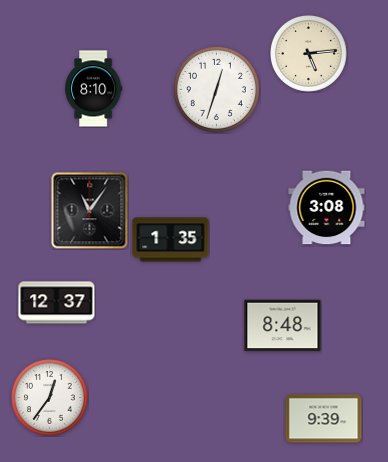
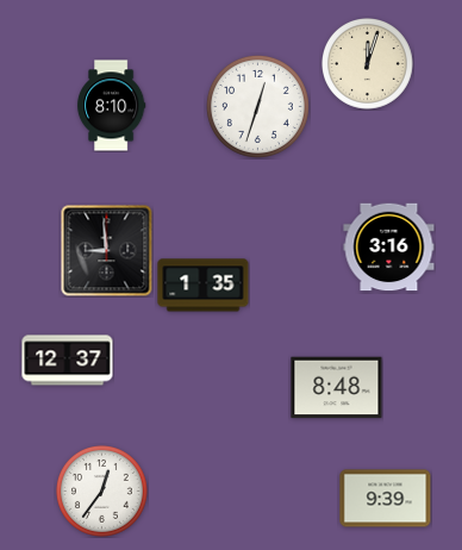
clock at (309, 54): 5:14 -> 12:03
clock at (327, 208): 3:08 -> 3:16
clock at (90, 211): 11:06 -> 8:59
clock at (50, 398) position: (50, 398) -> (102, 492)
